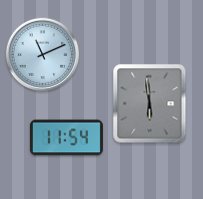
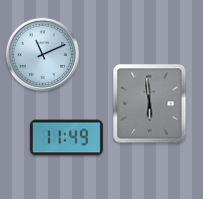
clock at (66, 138): 11:54 -> 11:49
